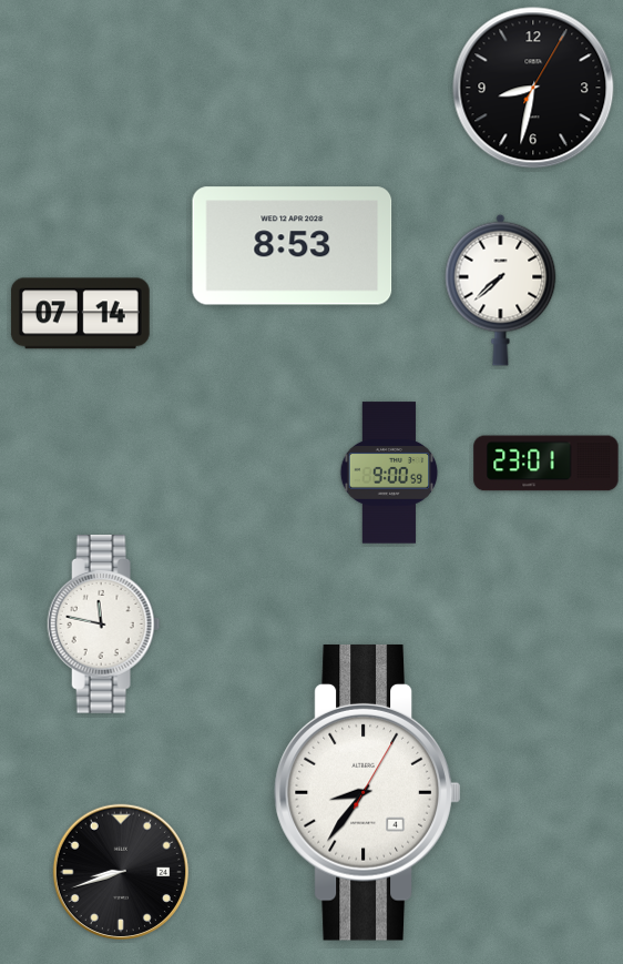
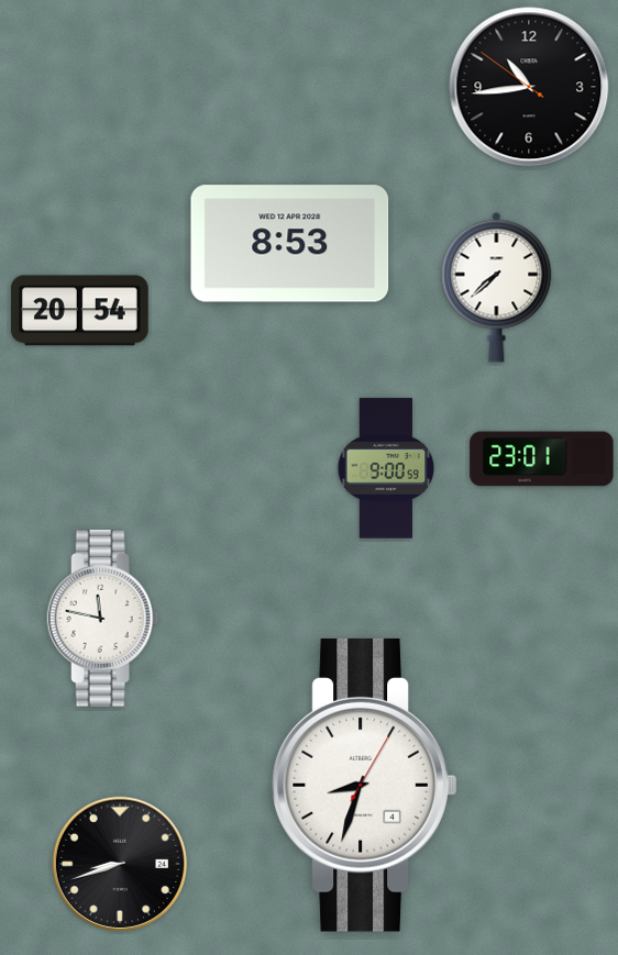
clock at (533, 88): 8:32 -> 10:43
clock at (80, 314): 07:14 -> 20:54
clock at (368, 792): 8:36 -> 8:33
